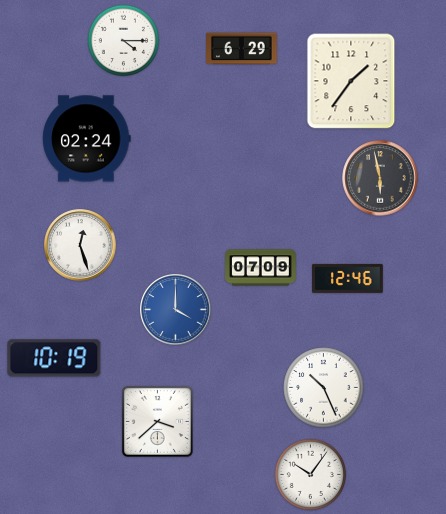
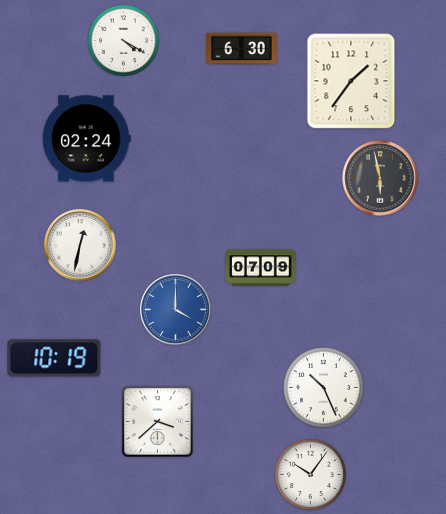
clock at (124, 41): 4:15 -> 4:20
clock at (242, 49): 6:29 -> 6:30
clock at (80, 245): 12:27 -> 12:32
clock at (348, 278): 12:46 -> none
